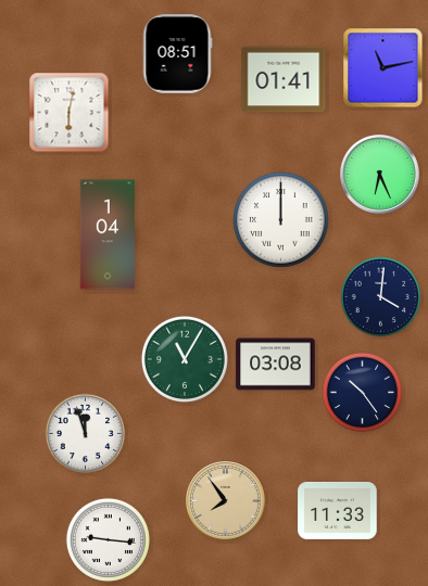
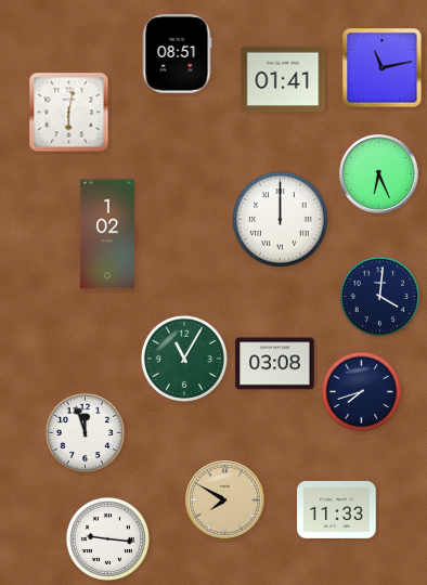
clock at (108, 234): 1:04 -> 1:02
clock at (363, 393): 10:24 -> 7:42
clock at (226, 501): 7:54 -> 7:50
